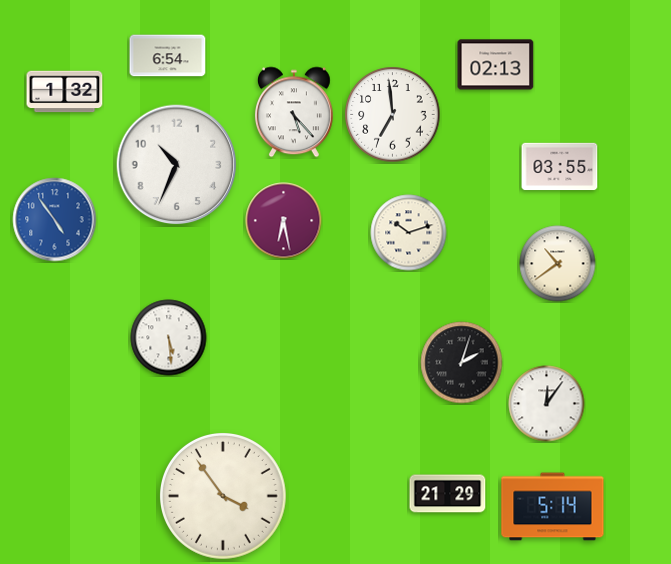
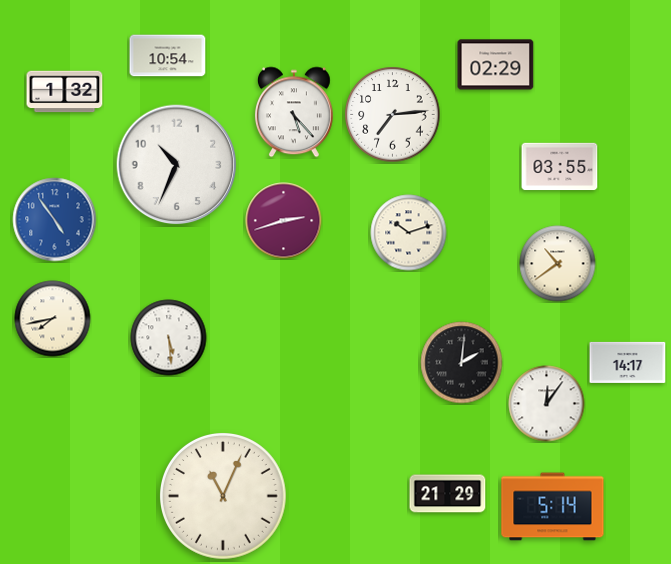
clock at (168, 56): 6:54 -> 10:54
clock at (496, 65): 02:13 -> 02:29
clock at (393, 115): 6:59 -> 7:14
clock at (284, 221): 6:28 -> 2:42
clock at (53, 319): none -> 7:43
clock at (628, 362): none -> 14:17
clock at (462, 363): 2:03 -> 2:01
clock at (224, 497): 3:54 -> 11:04
